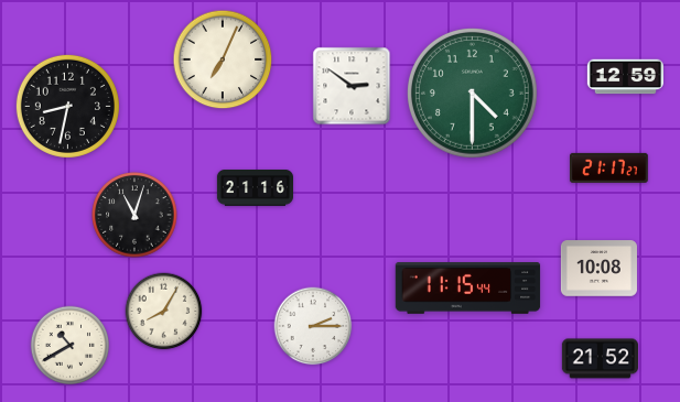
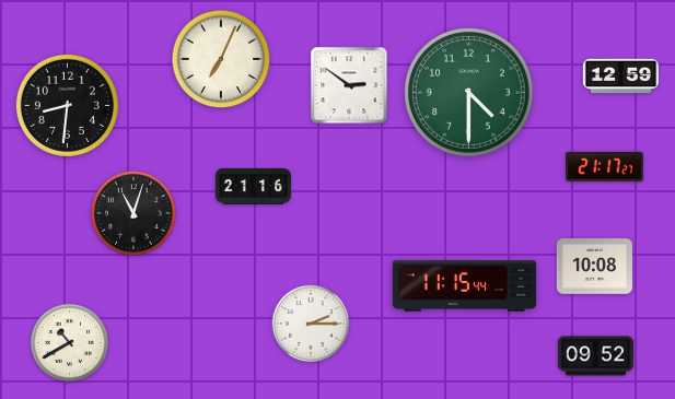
clock at (67, 106): 8:32 -> 8:31
clock at (164, 312): 8:05 -> none
clock at (600, 359): 21:52 -> 09:52
